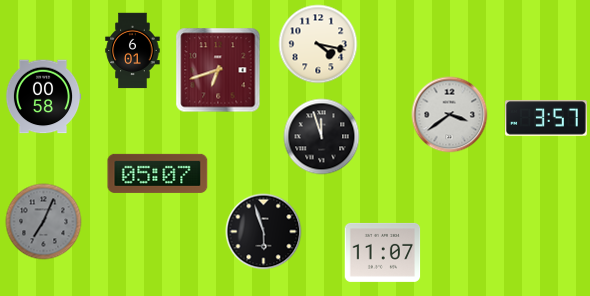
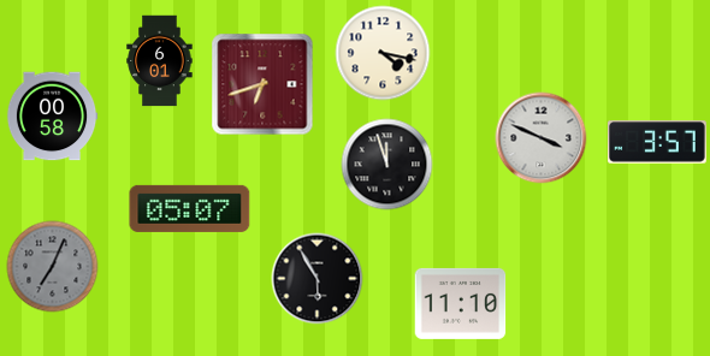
clock at (450, 115): 3:39 -> 3:49
clock at (264, 232): 5:57 -> 5:55
clock at (383, 252): 11:07 -> 11:10
